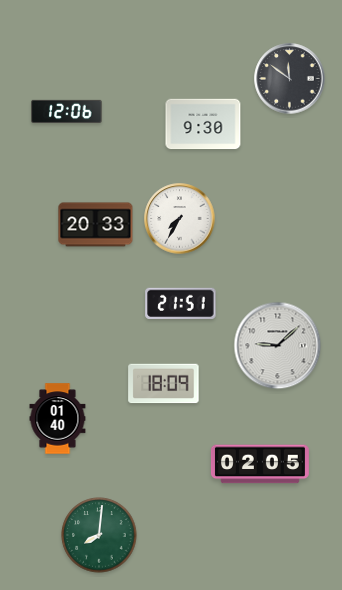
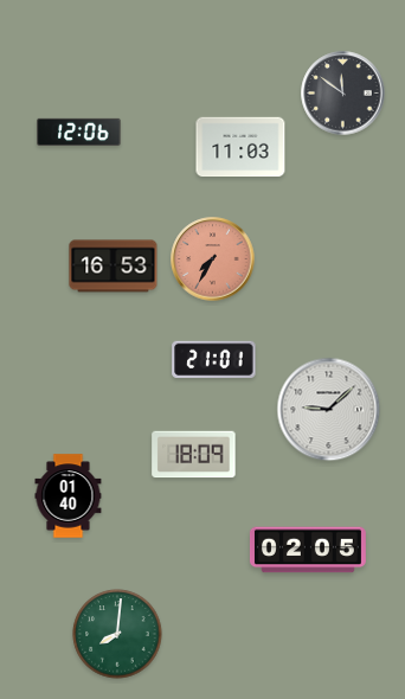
clock at (203, 124): 9:30 -> 11:03
clock at (180, 219) dial: white -> salmon
clock at (96, 225): 20:33 -> 16:53
clock at (181, 303): 21:51 -> 21:01
